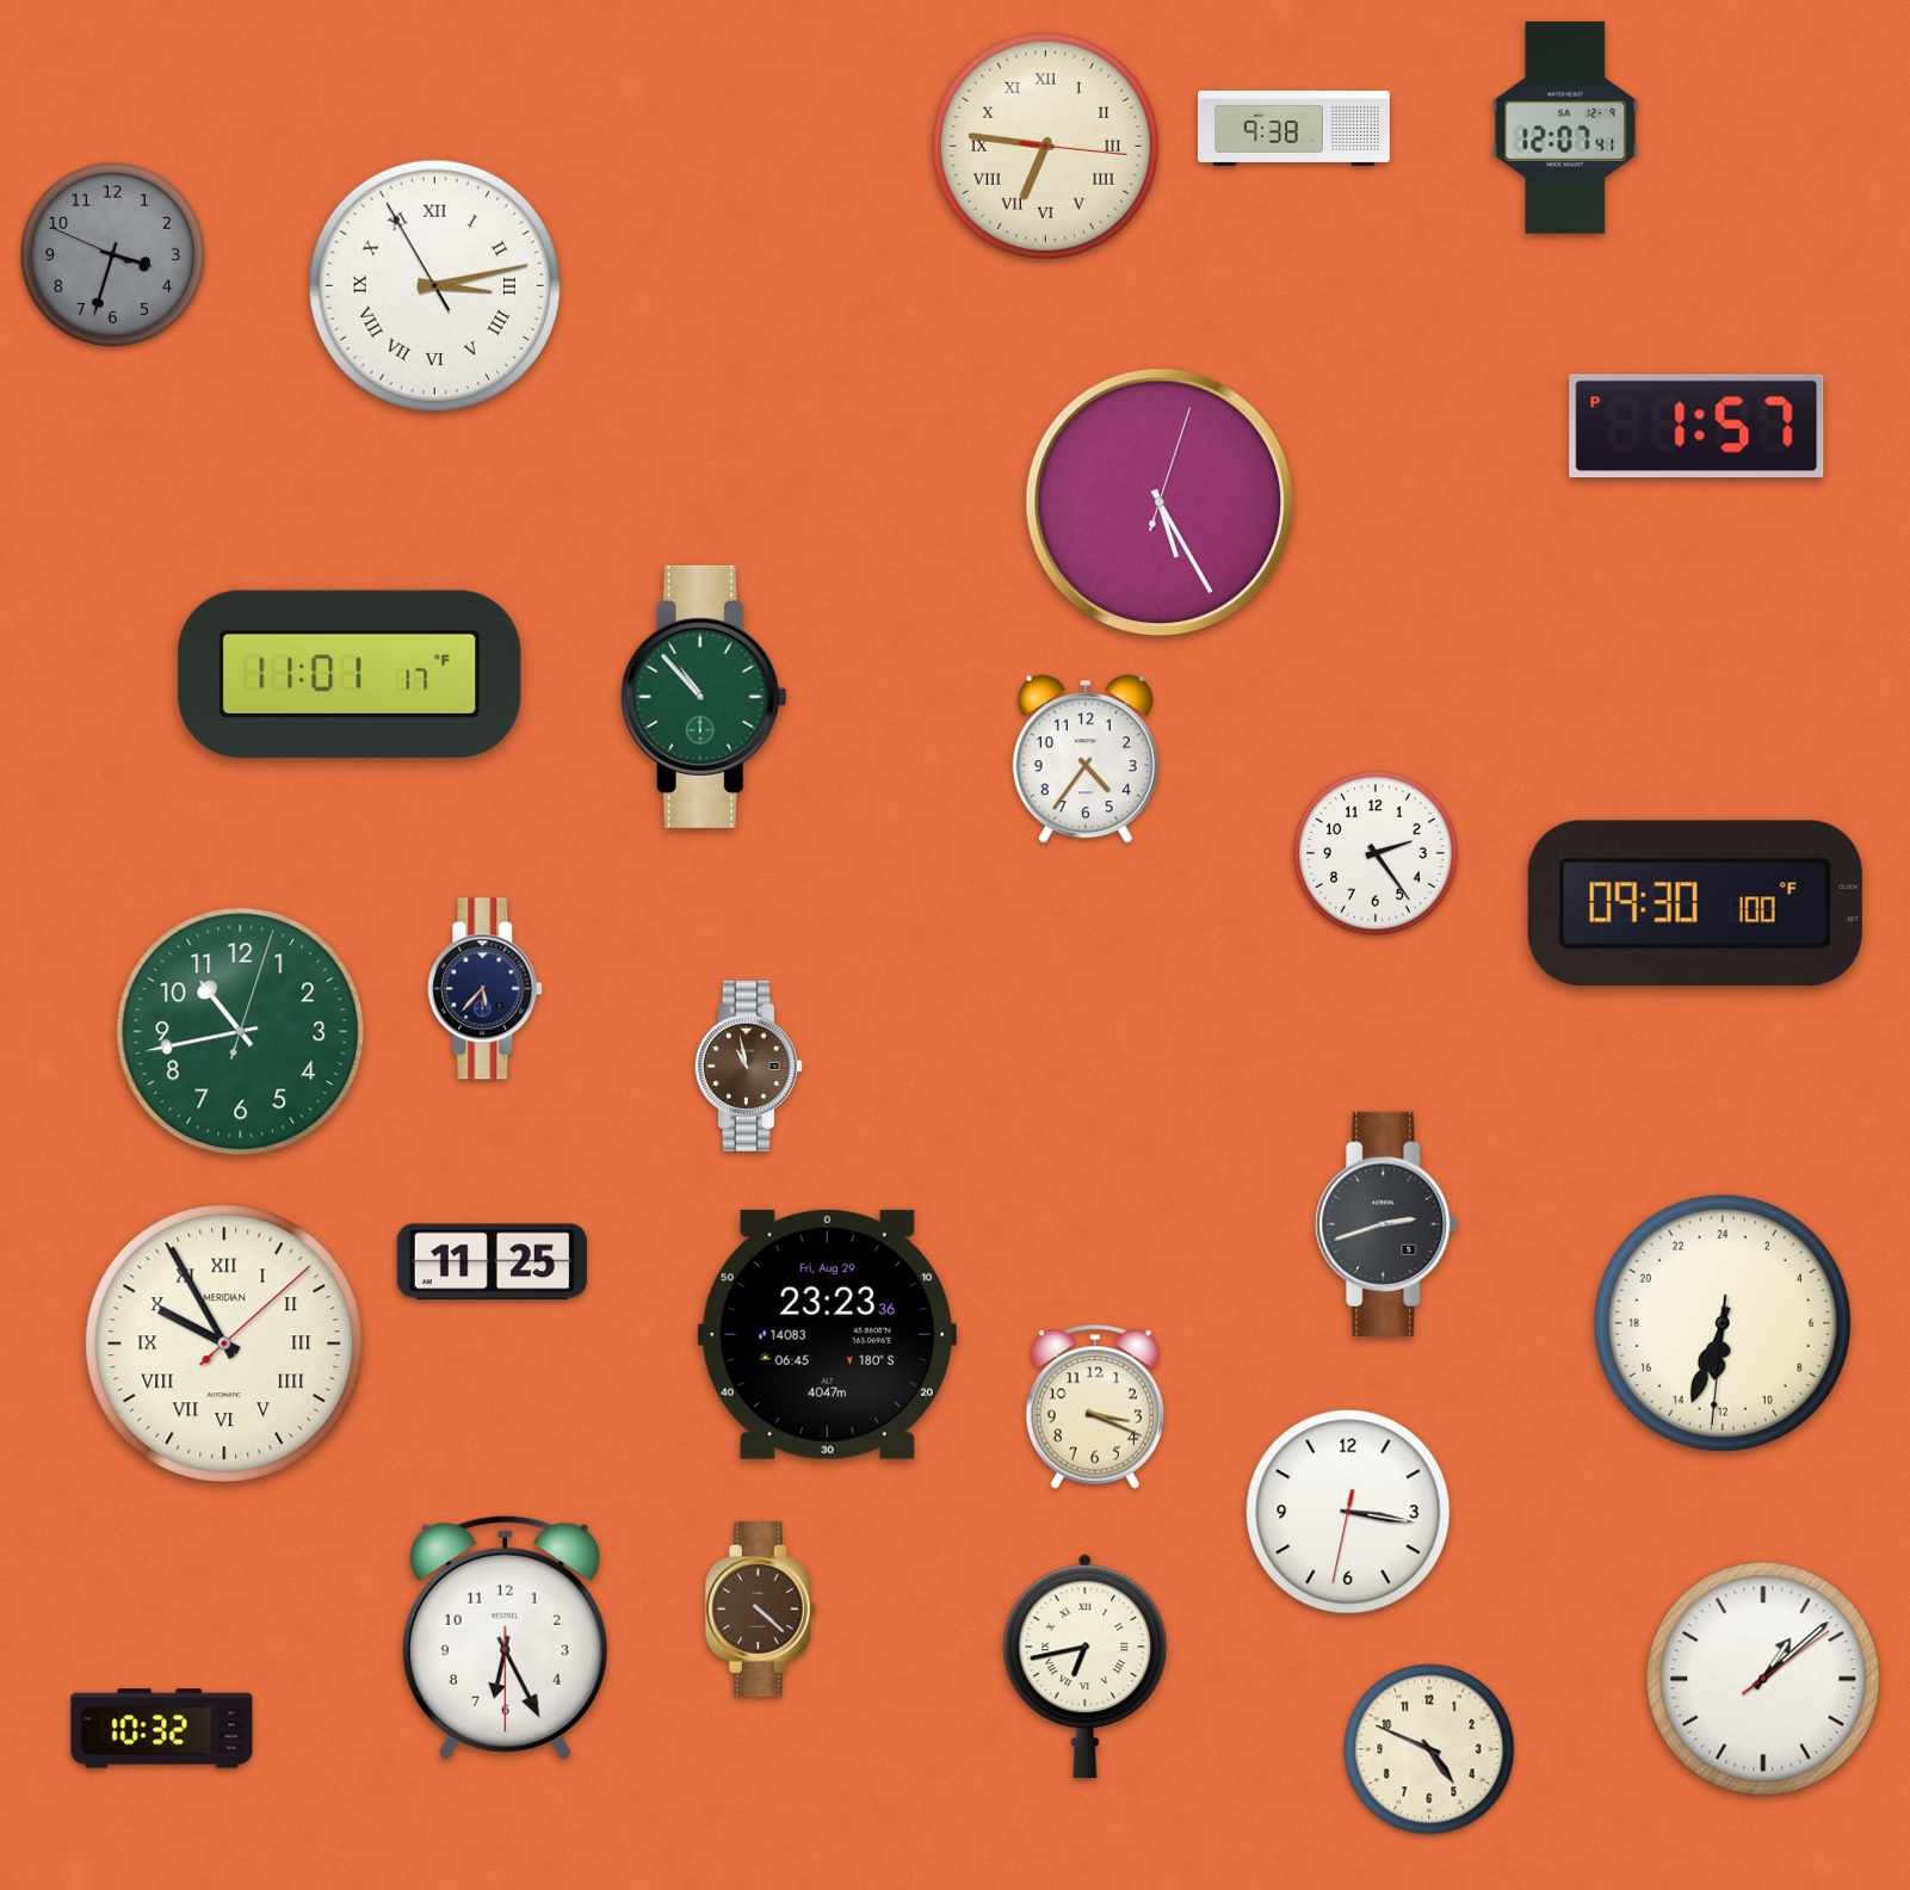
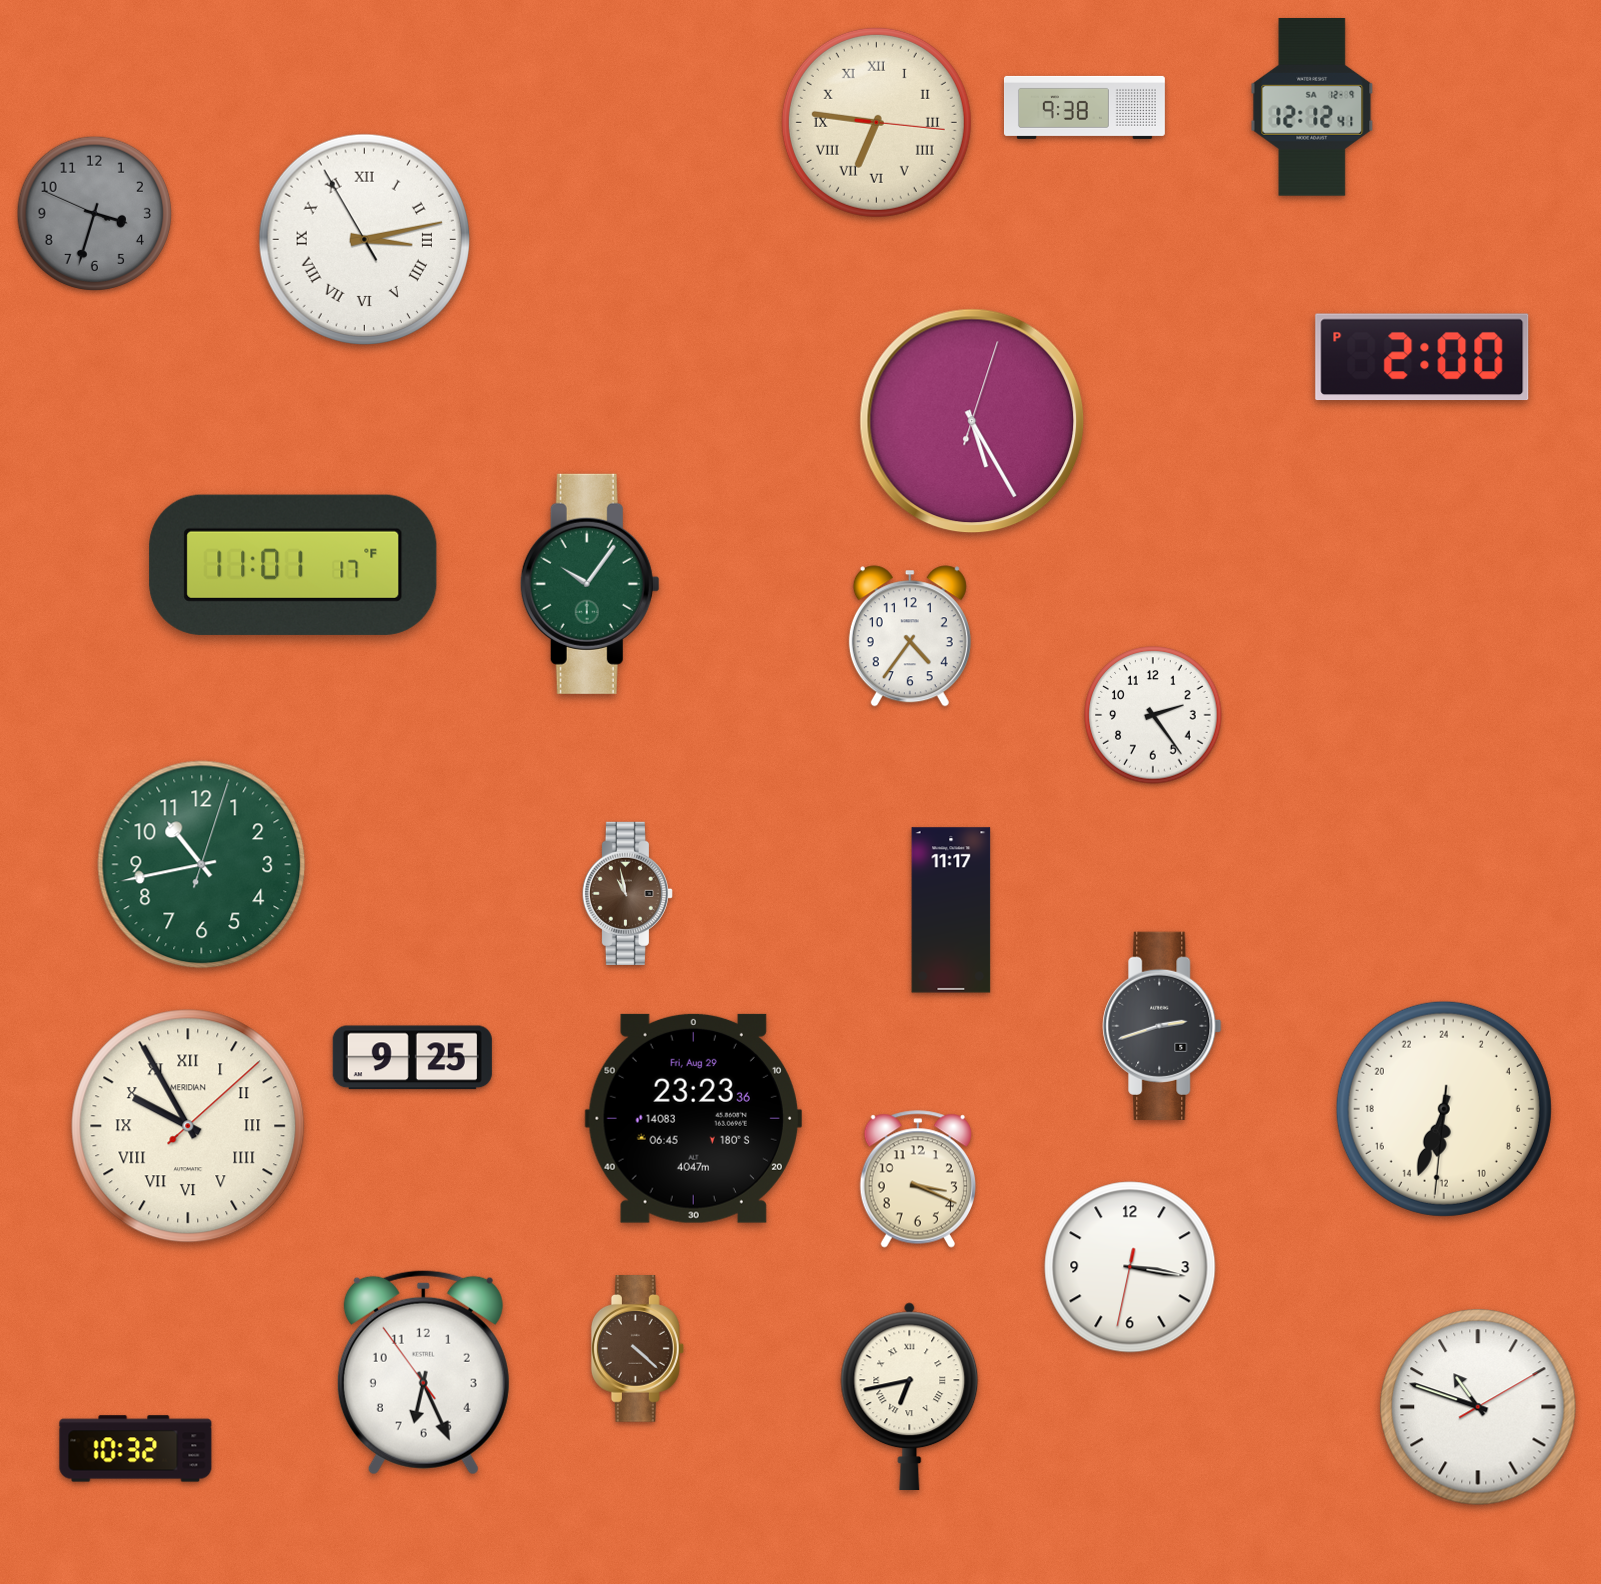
clock at (1565, 129): 12:07 -> 12:12
clock at (1696, 426): 1:57 -> 2:00
clock at (704, 697): 10:53 -> 10:06
clock at (1695, 903): 09:30 -> none
clock at (486, 989): 5:37 -> none
clock at (951, 910): none -> 11:17
clock at (492, 1262): 11:25 -> 9:25
clock at (505, 1637): 6:25:30 -> 6:25:54
clock at (1763, 1679): 1:08 -> 10:48
clock at (1429, 1749): 4:49 -> none
